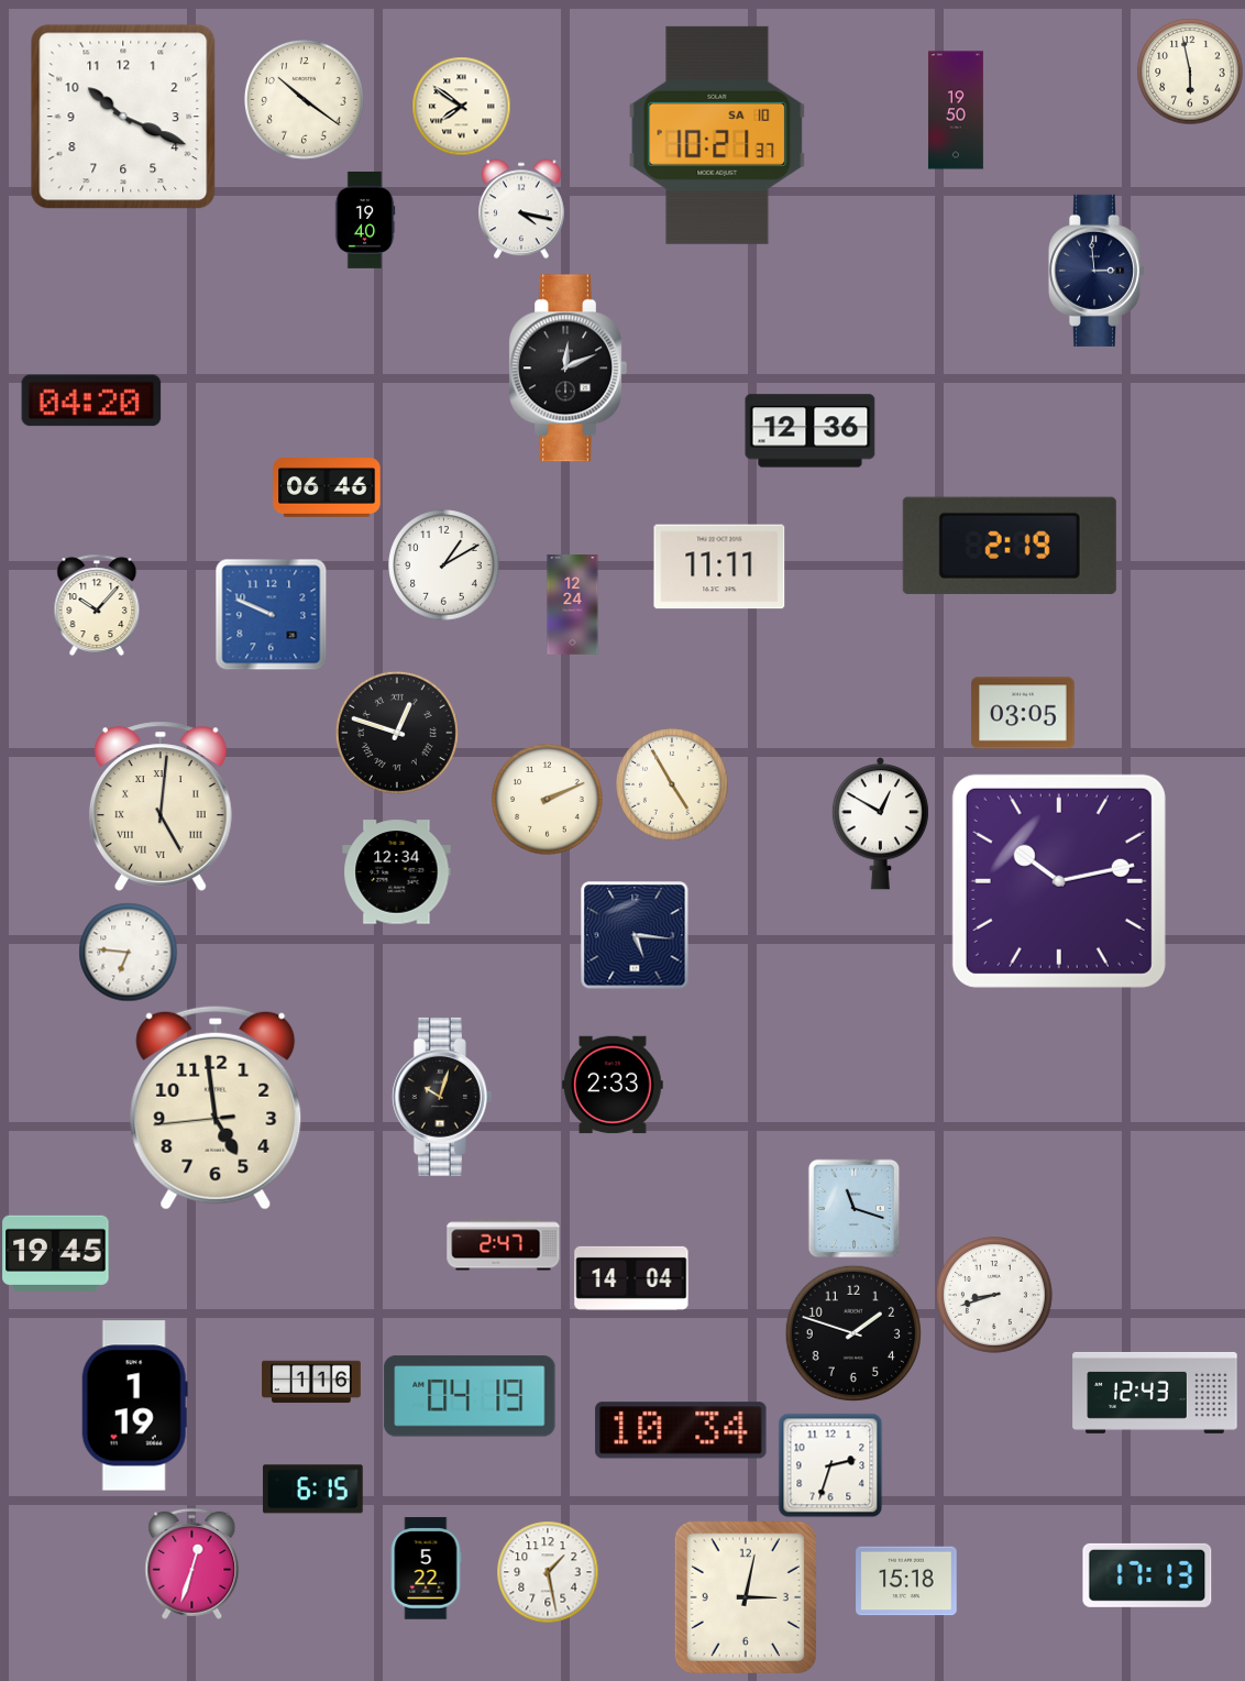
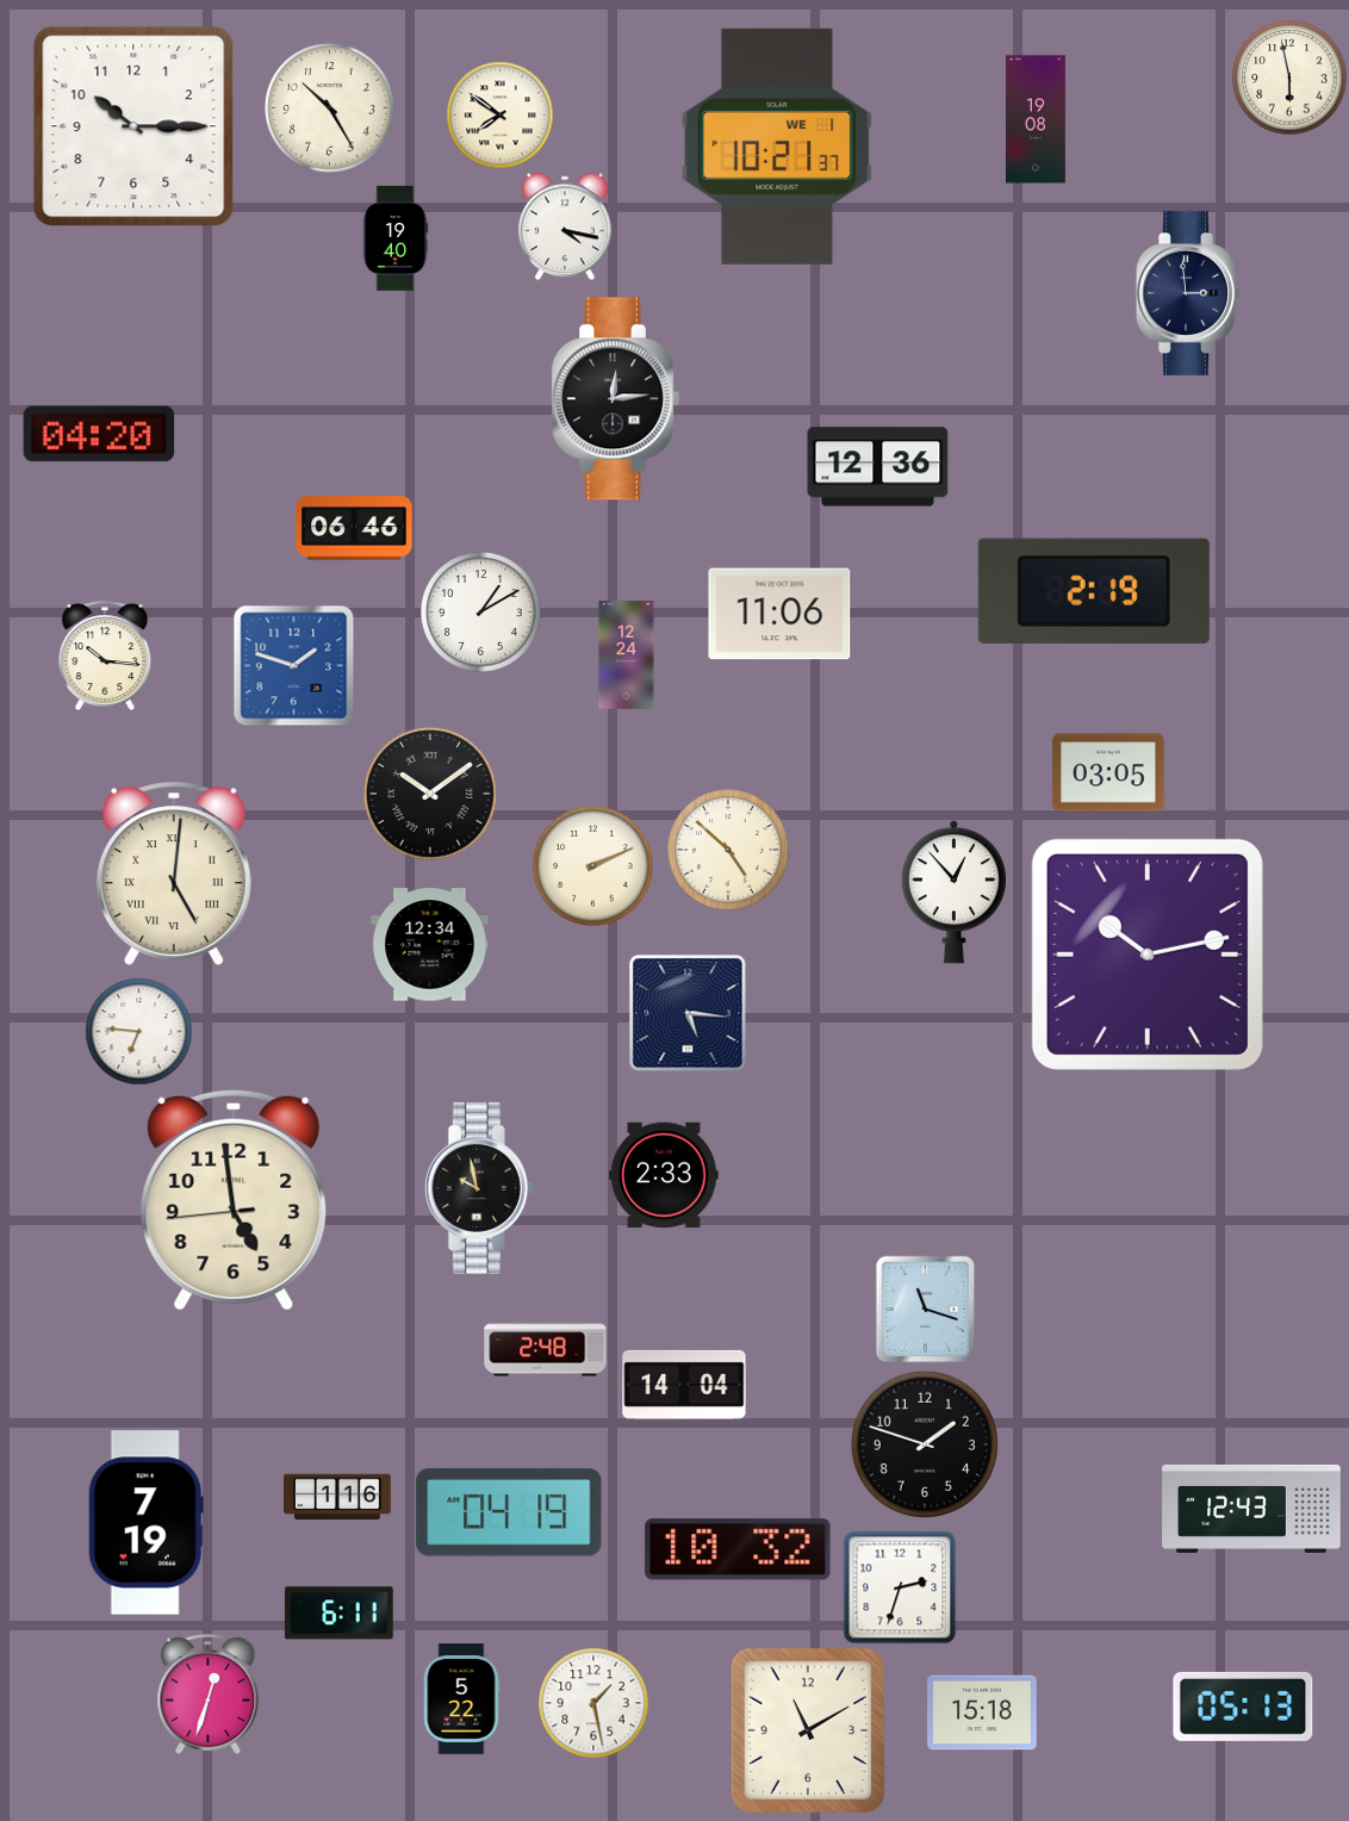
clock at (304, 99): 10:21 -> 10:25
clock at (956, 110): 19:50 -> 19:08
clock at (123, 117): 10:19 -> 10:15
clock at (717, 135) date: SA 10 -> WE 1
clock at (568, 369): 12:11 -> 12:14
clock at (719, 567): 11:11 -> 11:06
clock at (97, 605): 10:07 -> 10:16
clock at (573, 605) position: (573, 605) -> (627, 655)
clock at (271, 614): 9:49 -> 1:48
clock at (397, 733): 12:48 -> 10:09
clock at (672, 784): 4:55 -> 4:52
clock at (880, 824): 12:50 -> 12:53
clock at (442, 1097): 10:03 -> 9:58
clock at (504, 1245): 2:47 -> 2:48
clock at (56, 1253): 19:45 -> none
clock at (995, 1296): 8:42 -> none
clock at (134, 1406): 1:19 -> 7:19
clock at (681, 1430): 10:34 -> 10:32
clock at (312, 1490): 6:15 -> 6:11
clock at (1147, 1575): 17:13 -> 05:13
clock at (746, 1597): 3:02 -> 11:10
